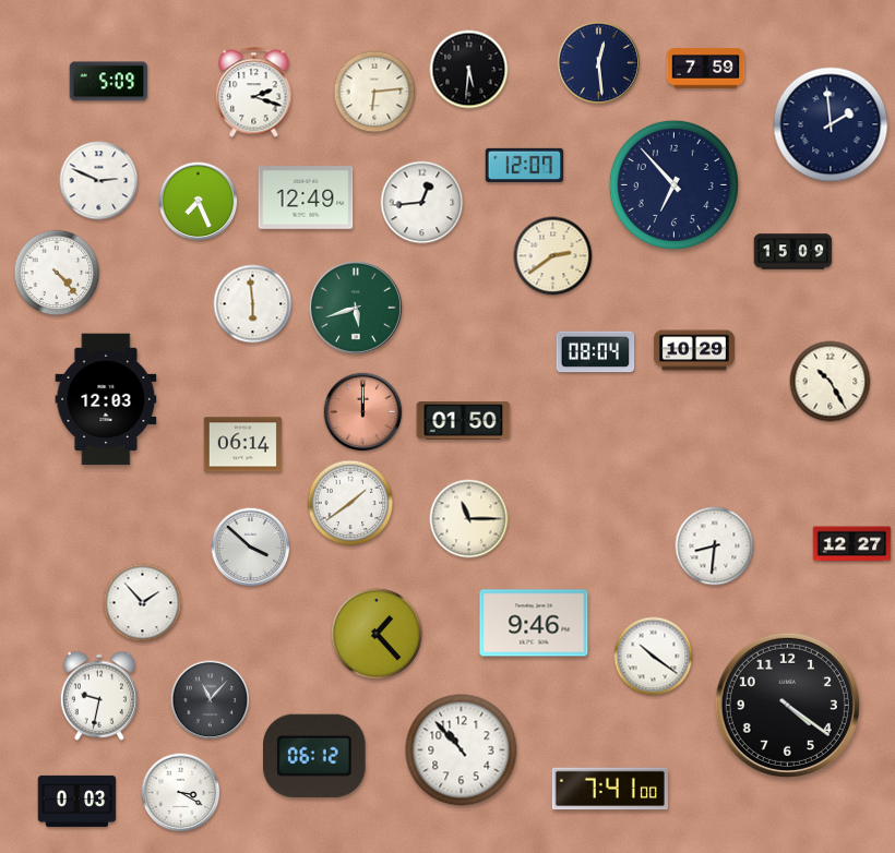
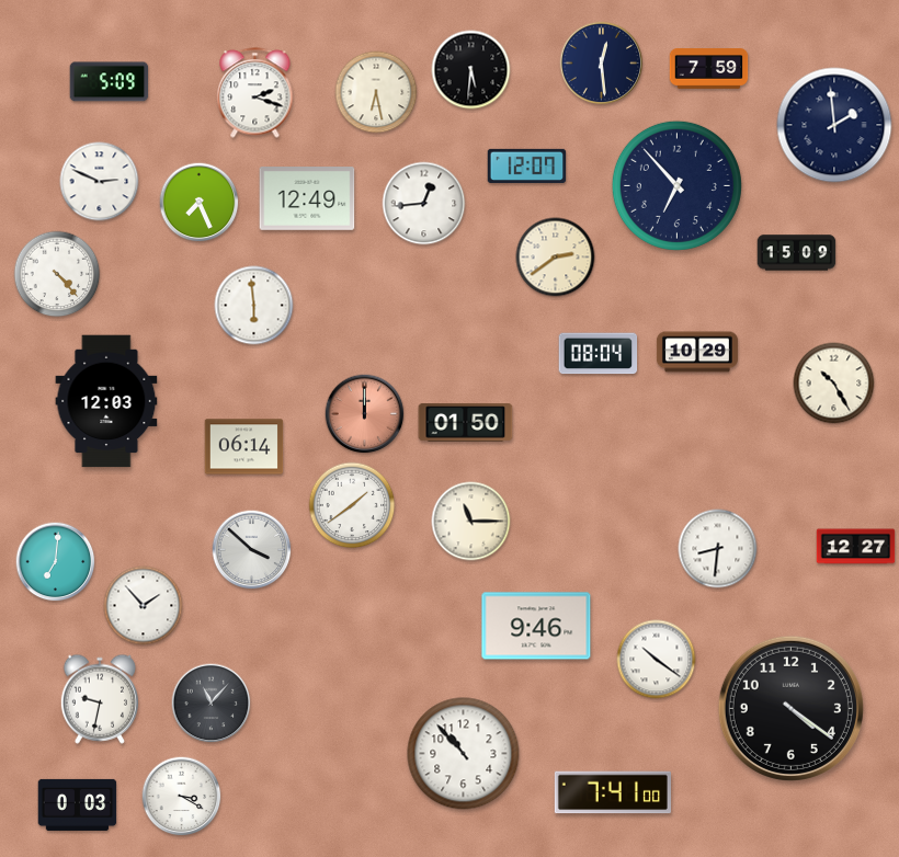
clock at (374, 92): 6:14 -> 6:28
clock at (356, 308): 5:42 -> none
clock at (56, 562): none -> 7:01
clock at (377, 634): 1:23 -> none
clock at (315, 756): 06:12 -> none
